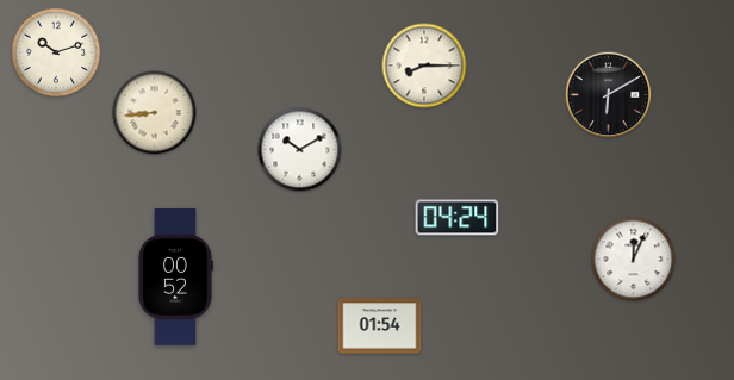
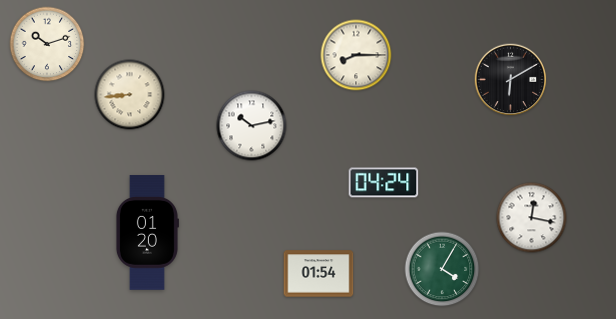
clock at (300, 150): 10:10 -> 10:13
clock at (634, 260): 12:04 -> 12:17
clock at (175, 278): 00:52 -> 01:20
clock at (442, 269): none -> 4:05
